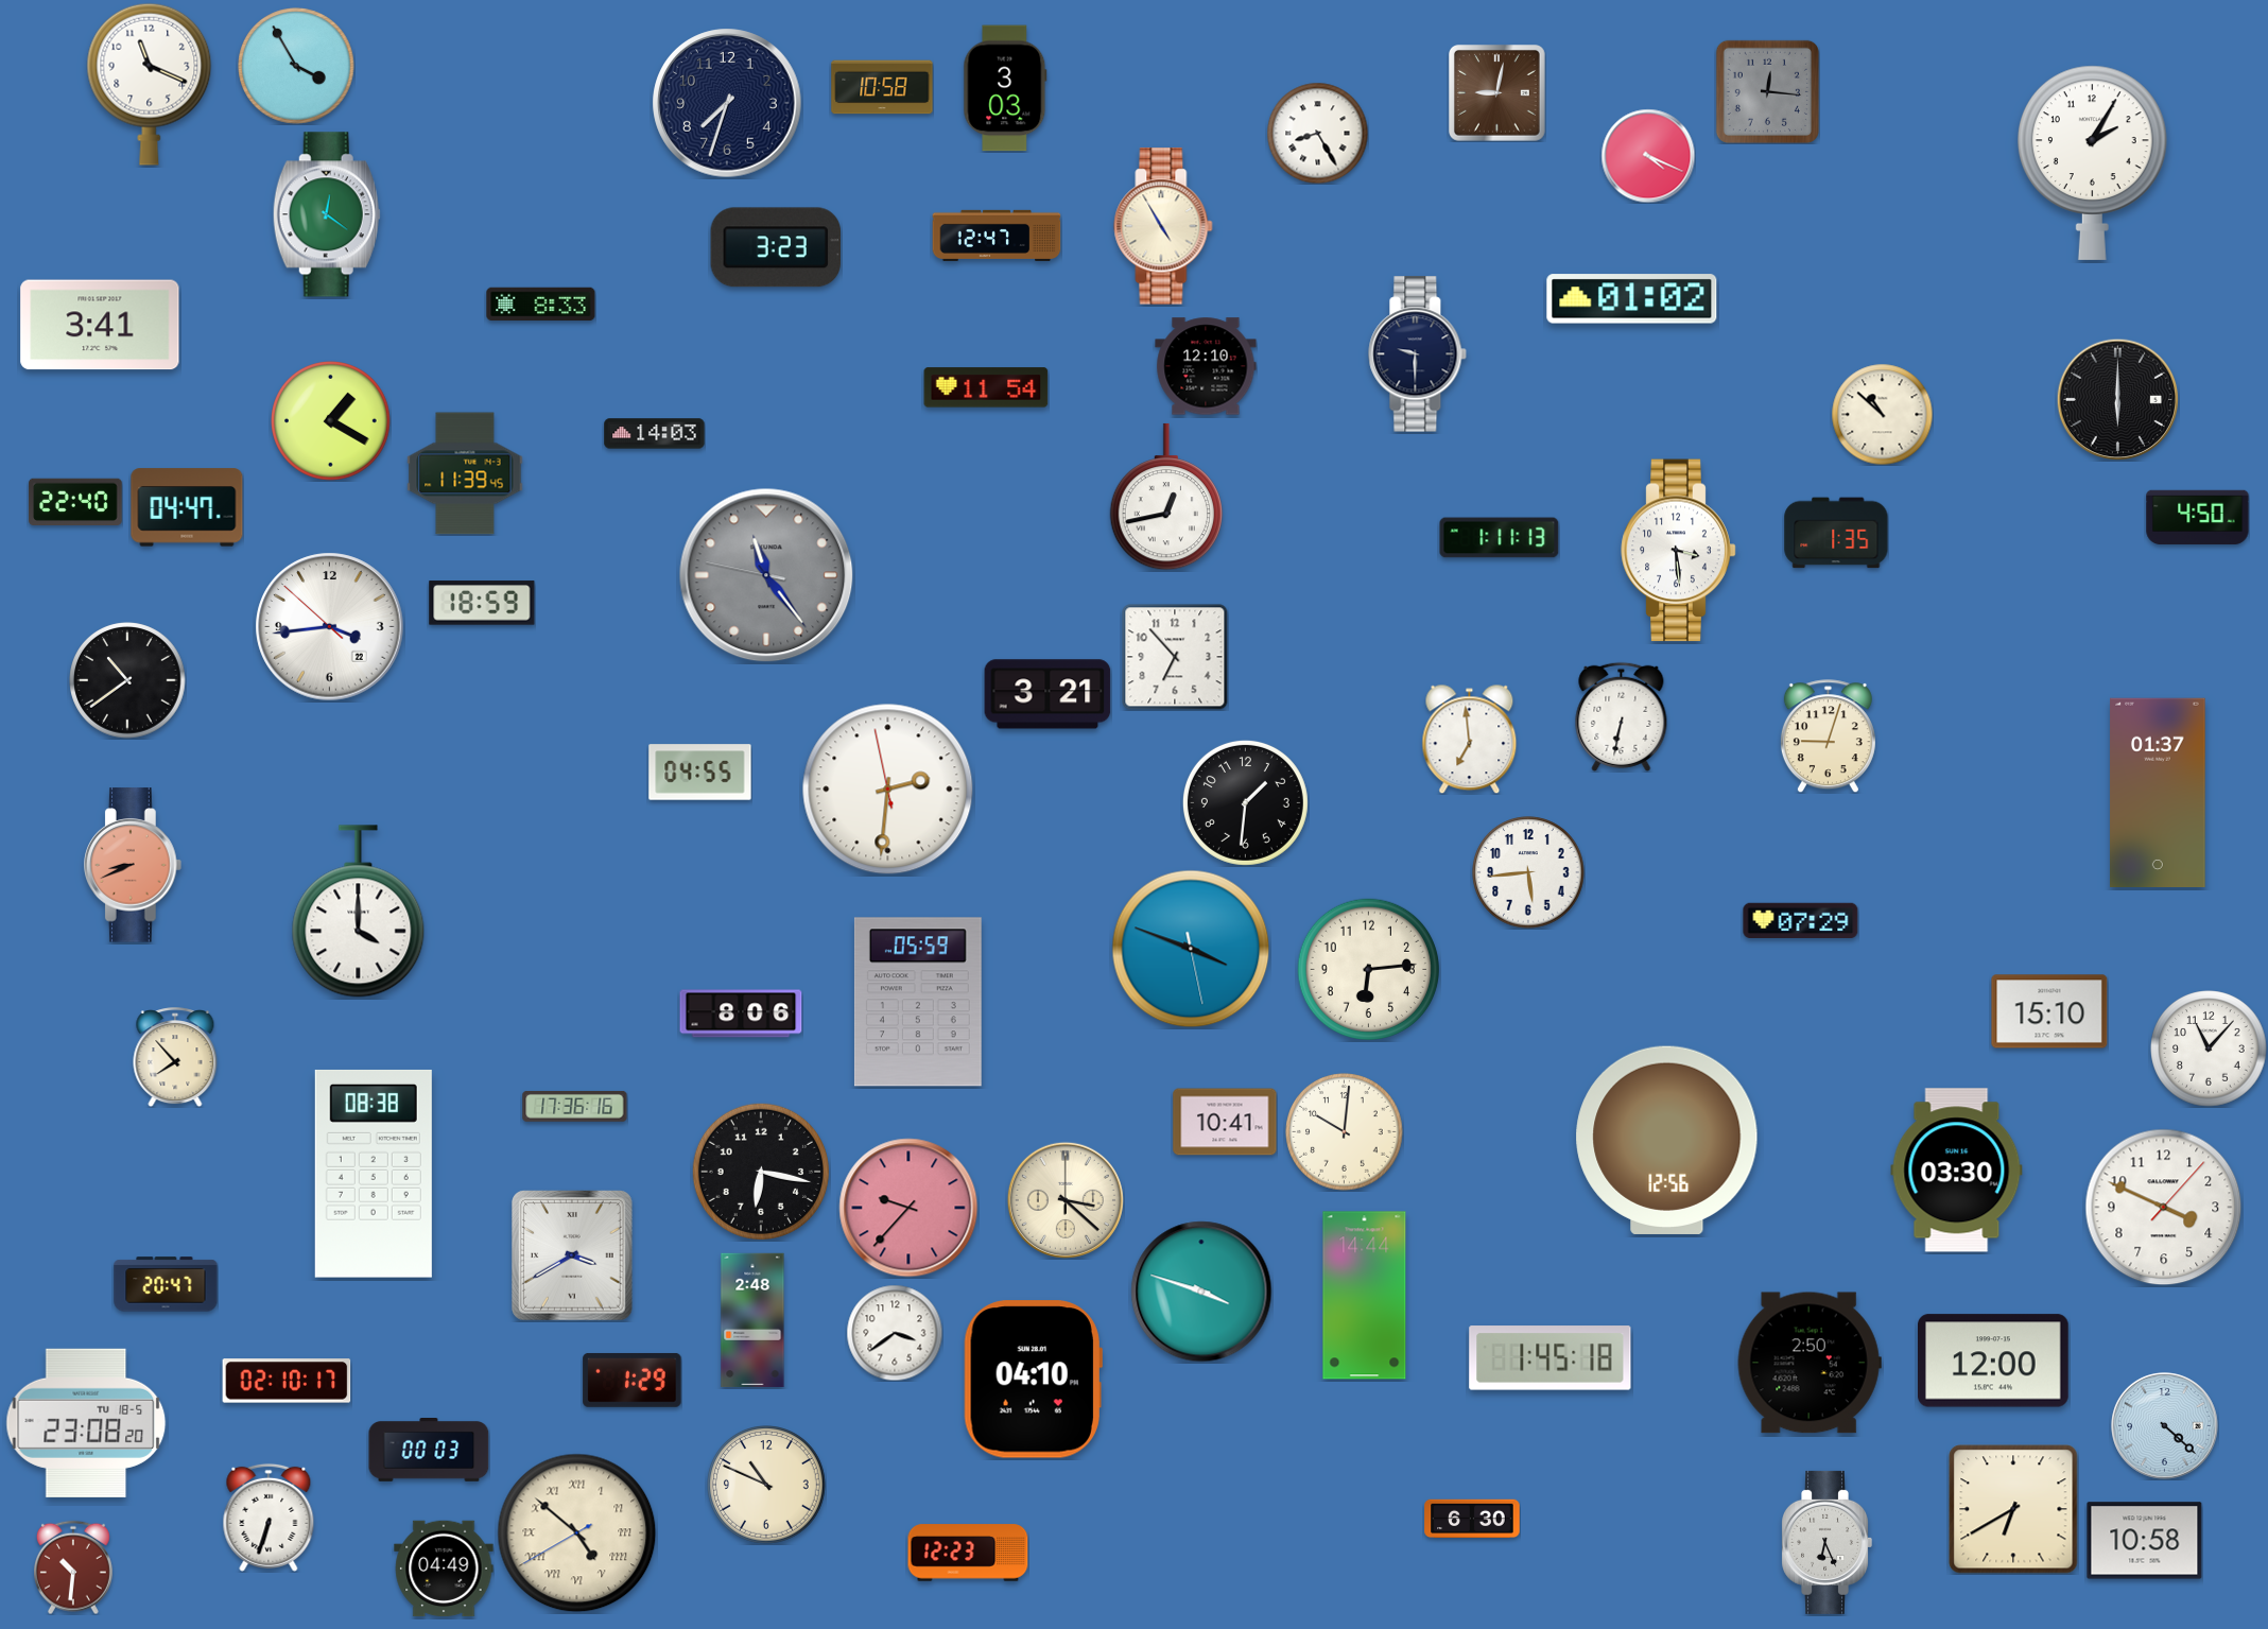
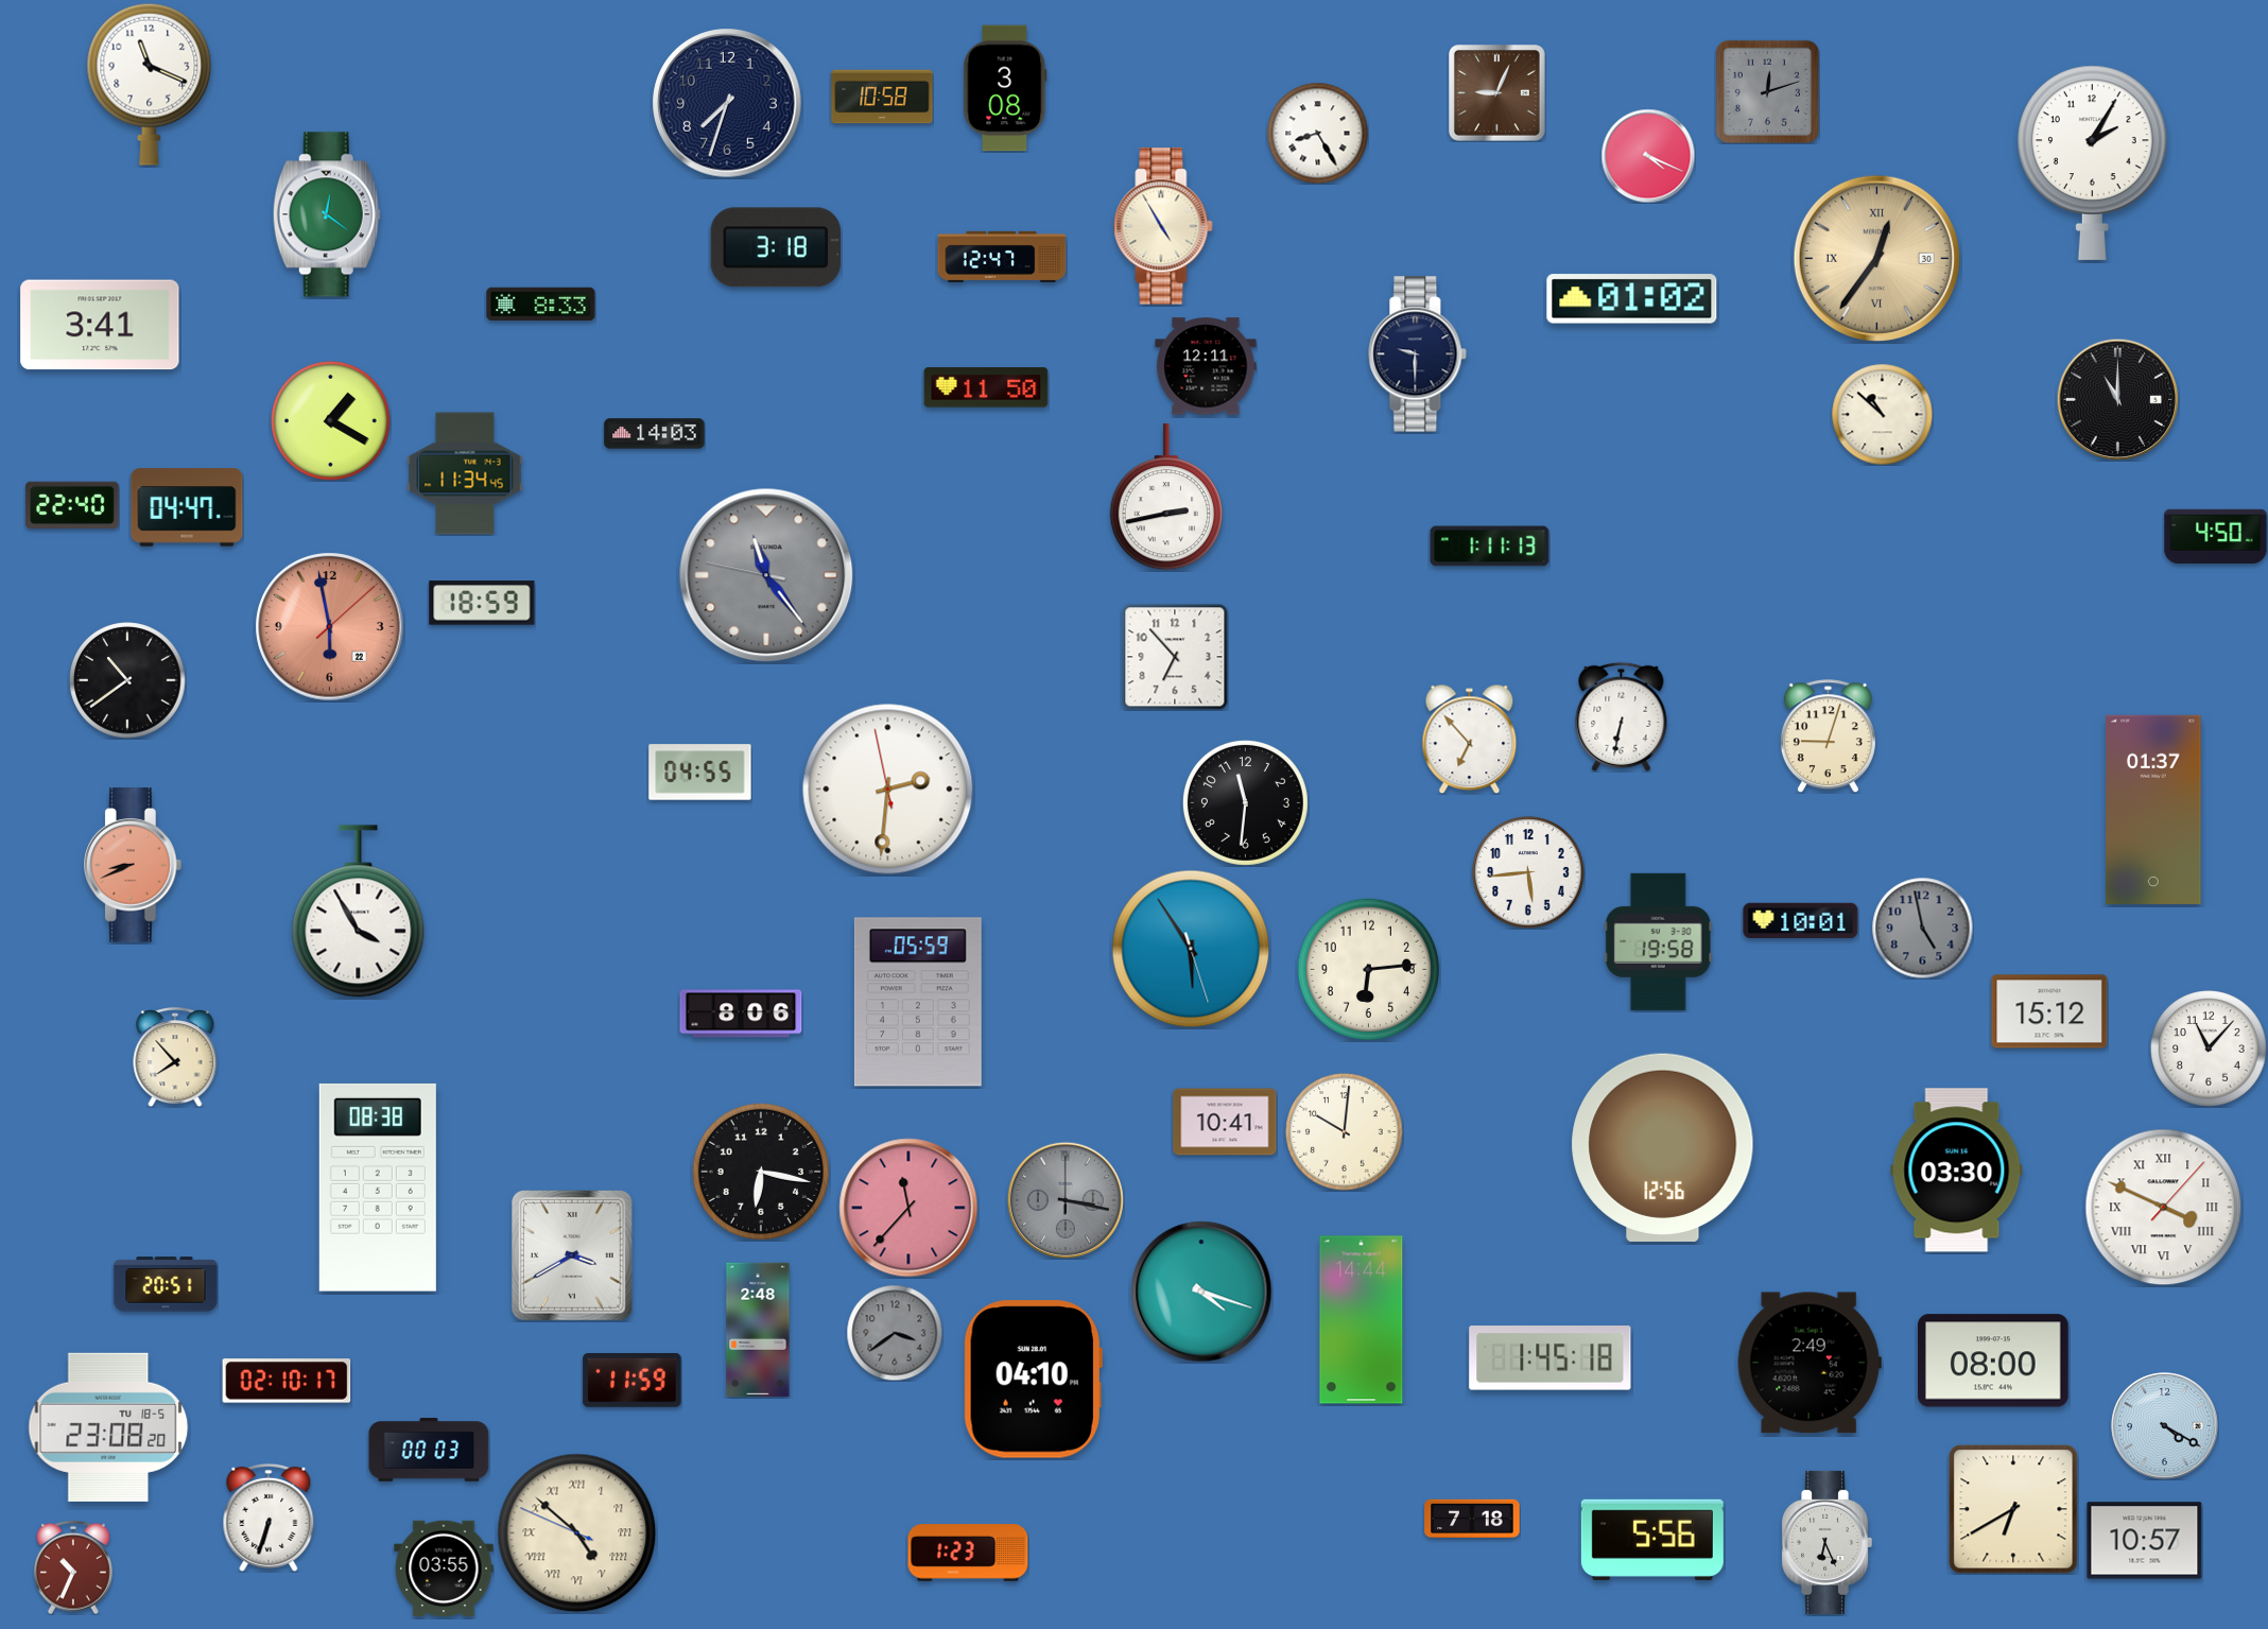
clock at (296, 66): 3:55 -> none
clock at (882, 87) position: (882, 87) -> (882, 97)
clock at (1005, 88): 3:03 -> 3:08
clock at (1767, 91): 12:16 -> 12:12
clock at (1497, 93): 9:02 -> 9:04
clock at (997, 236) position: (997, 236) -> (1002, 257)
clock at (775, 247): 3:23 -> 3:18
clock at (1876, 258): none -> 12:36
clock at (1206, 366): 12:10 -> 12:11
clock at (986, 387): 11:54 -> 11:50
clock at (2117, 399): 6:00 -> 11:00
clock at (465, 473): 11:39 -> 11:34
clock at (1165, 497): 12:43 -> 2:43
clock at (75, 501) position: (75, 501) -> (72, 504)
clock at (2198, 518) position: (2198, 518) -> (2216, 537)
clock at (1836, 533): 1:35 -> none
clock at (1500, 538) position: (1500, 538) -> (1490, 547)
clock at (1679, 551): 3:29 -> none
clock at (330, 627): 3:43 -> 5:58
clock at (330, 627) dial: white -> salmon
clock at (1048, 694): 3:21 -> none
clock at (1470, 739): 6:59 -> 6:53
clock at (2158, 792) position: (2158, 792) -> (2153, 809)
clock at (1245, 802): 1:31 -> 11:31
clock at (359, 912): 4:00 -> 3:55
clock at (1801, 921): 07:29 -> 10:01
clock at (1922, 928): none -> 4:58
clock at (1658, 941): none -> 19:58
clock at (1191, 949): 3:48 -> 5:54
clock at (2049, 1011): 15:10 -> 15:12
clock at (575, 1107): 17:36 -> none
clock at (1667, 1140) position: (1667, 1140) -> (1663, 1147)
clock at (374, 1174) position: (374, 1174) -> (378, 1188)
clock at (1066, 1200): 3:22 -> 3:17
clock at (1066, 1200) dial: cream -> grey
clock at (908, 1208): 9:37 -> 11:37
clock at (2164, 1208) numerals: Arabic -> Roman
clock at (166, 1284): 20:47 -> 20:51
clock at (1201, 1292): 3:48 -> 4:18
clock at (1365, 1296) position: (1365, 1296) -> (1362, 1320)
clock at (752, 1320) position: (752, 1320) -> (758, 1330)
clock at (895, 1333) dial: white -> grey
clock at (1994, 1361): 12:00 -> 08:00
clock at (1810, 1363): 2:50 -> 2:49
clock at (633, 1380): 1:29 -> 11:59
clock at (86, 1423) position: (86, 1423) -> (108, 1427)
clock at (2165, 1426): 4:22 -> 4:20
clock at (767, 1486): 10:49 -> none
clock at (1472, 1519): 6:30 -> 7:18
clock at (577, 1533): 4:51:40 -> 4:51:49
clock at (1652, 1540): none -> 5:56
clock at (2145, 1541): 10:58 -> 10:57
clock at (968, 1553): 12:23 -> 1:23
clock at (74, 1567): 10:31 -> 10:34
clock at (444, 1569): 04:49 -> 03:55
